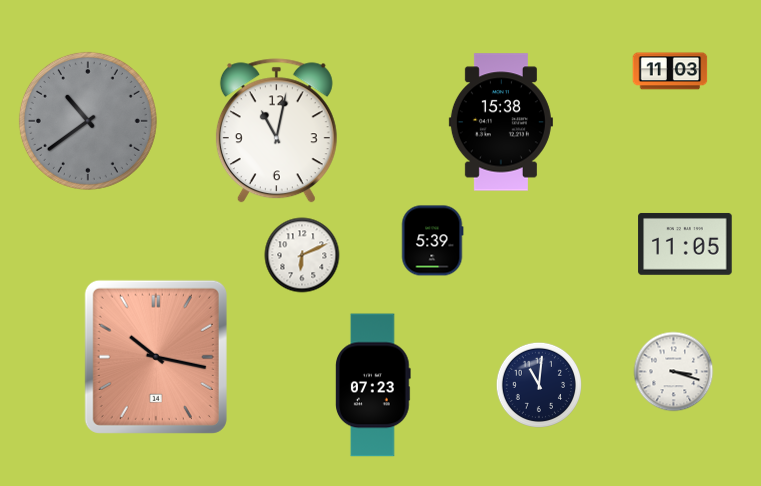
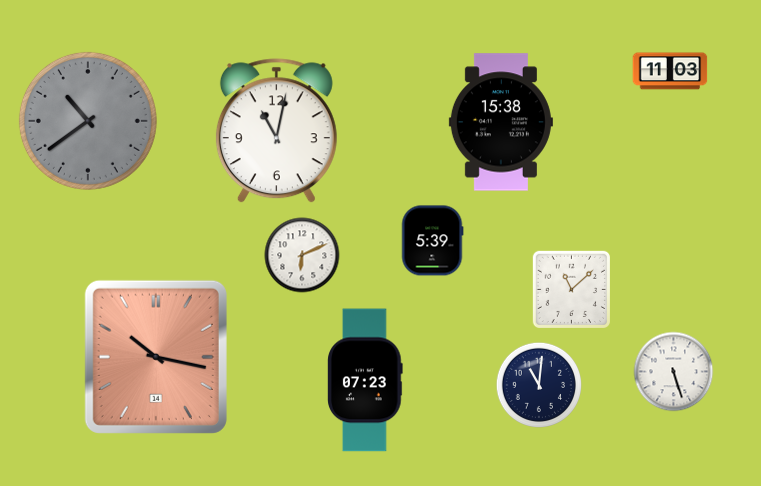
clock at (685, 244): 11:05 -> none
clock at (571, 289): none -> 11:08
clock at (674, 372): 3:18 -> 5:27
clock at (374, 385) position: (374, 385) -> (366, 380)
